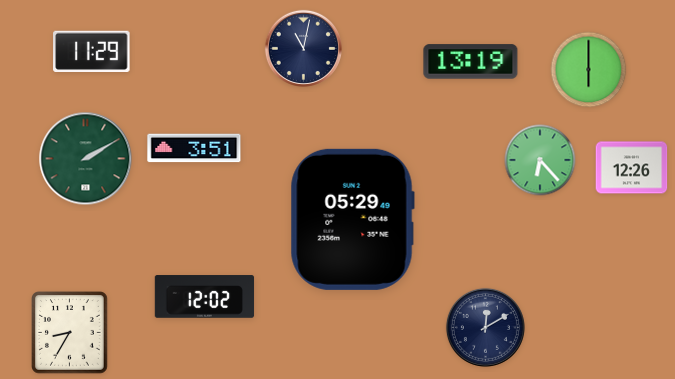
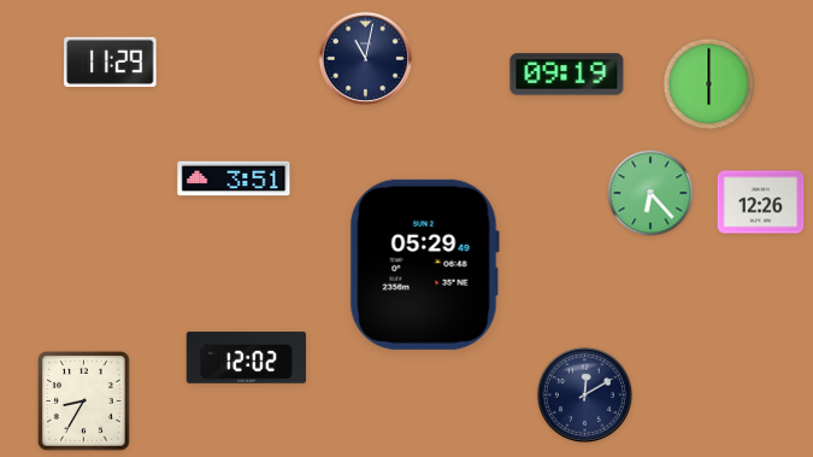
clock at (471, 62): 13:19 -> 09:19
clock at (86, 159): 2:10 -> none
